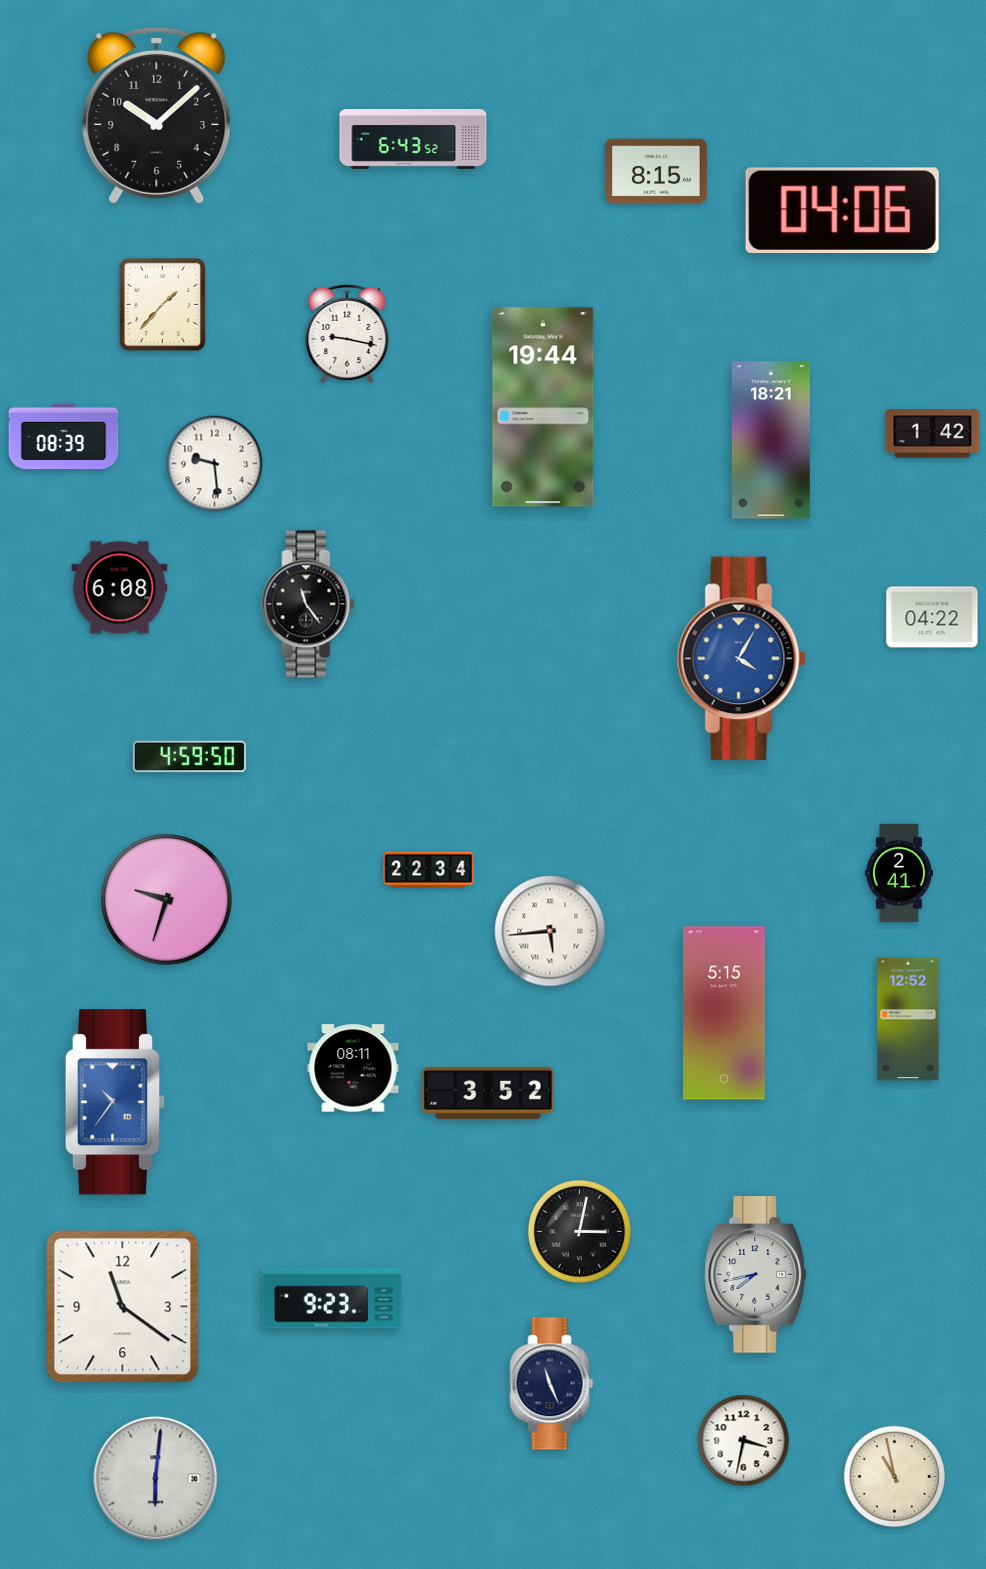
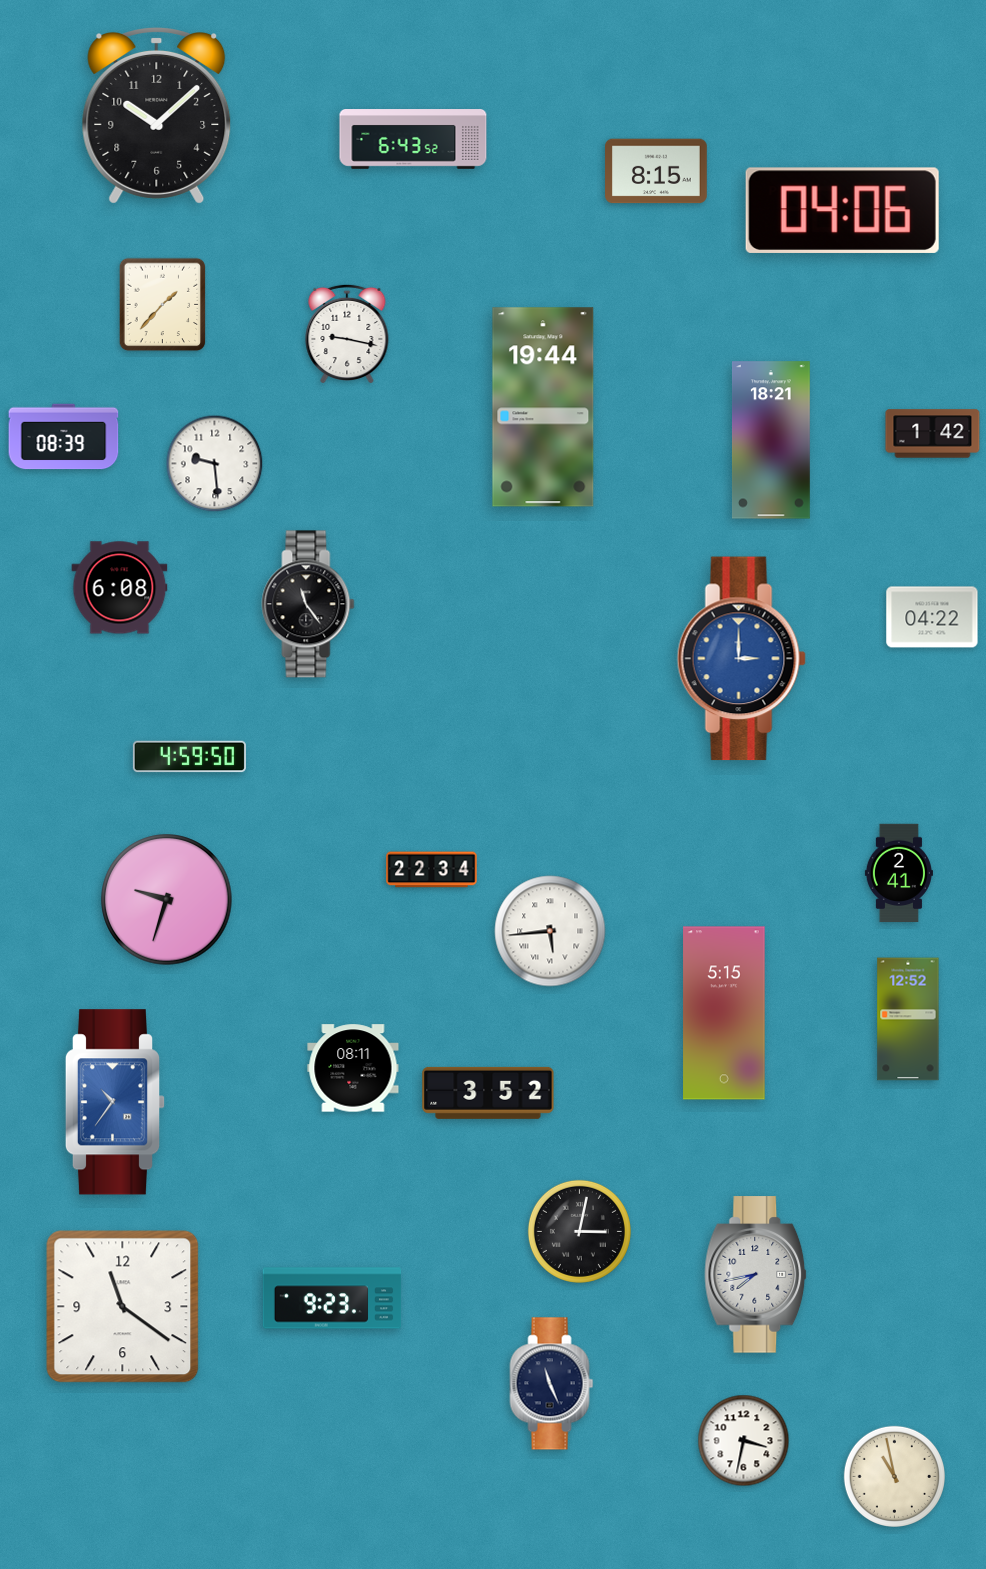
clock at (741, 659): 4:05 -> 3:00
clock at (429, 870) position: (429, 870) -> (432, 870)
clock at (156, 1479): 6:01 -> none
